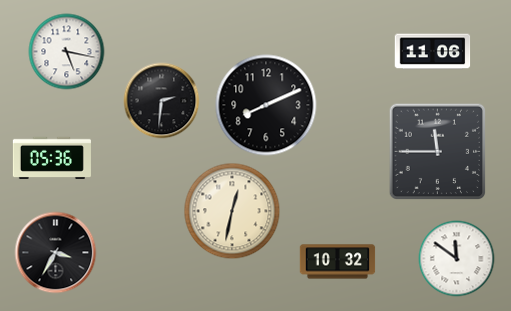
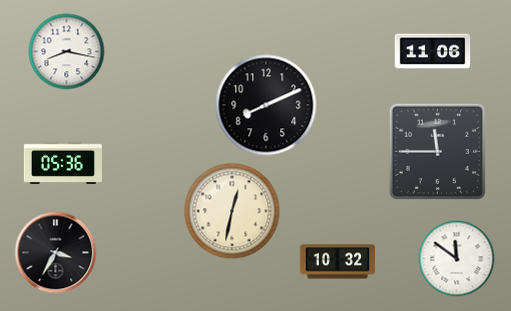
clock at (67, 52): 5:17 -> 8:17
clock at (162, 101): 2:31 -> none
clock at (52, 158) position: (52, 158) -> (63, 163)
